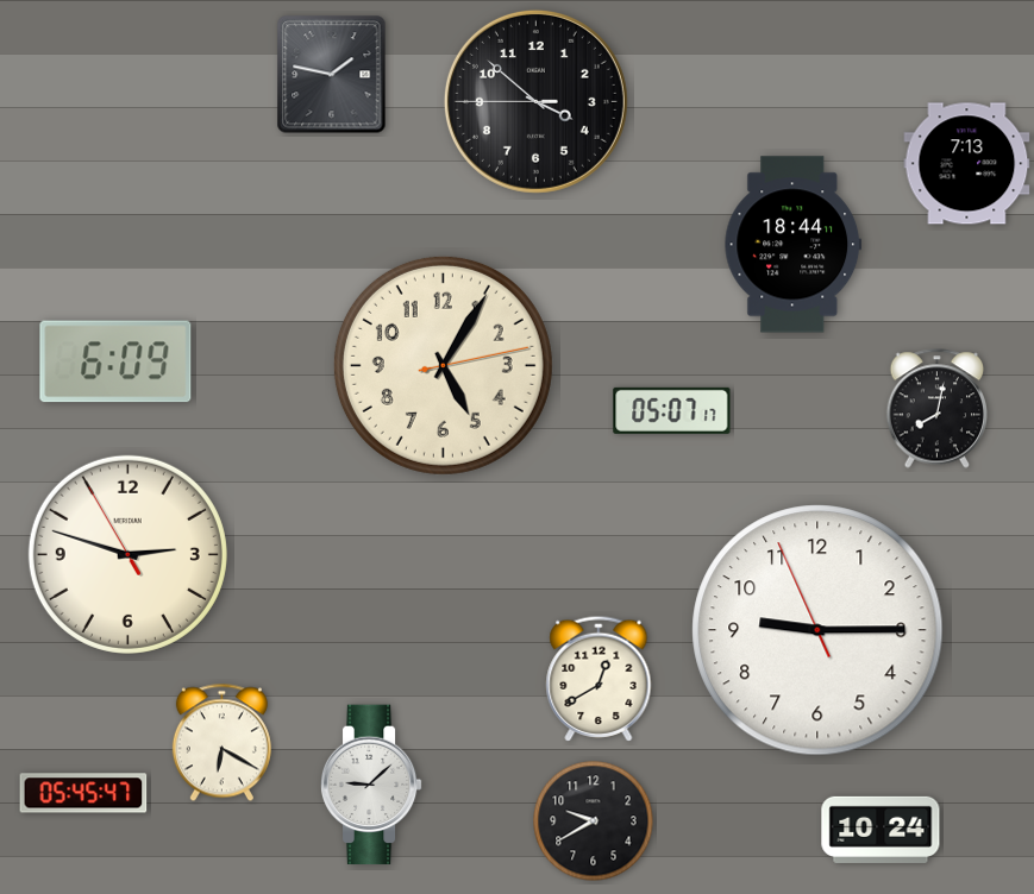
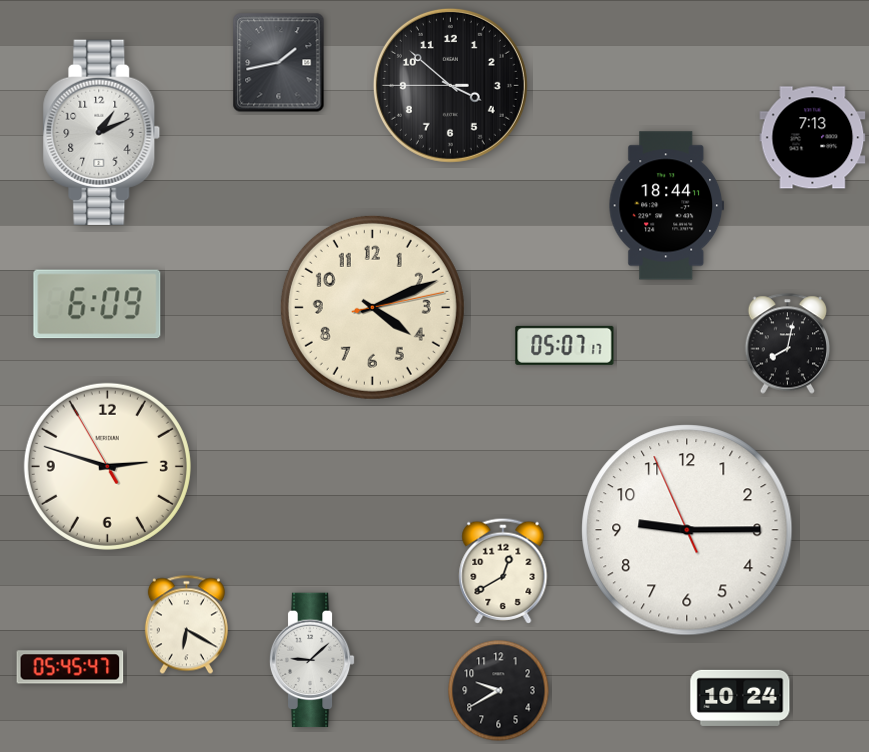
clock at (332, 75): 1:47 -> 1:43
clock at (102, 132): none -> 1:11
clock at (443, 365): 5:05 -> 4:11
